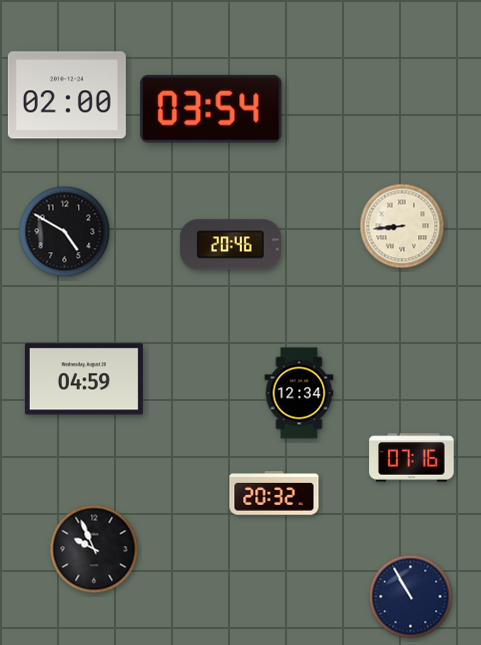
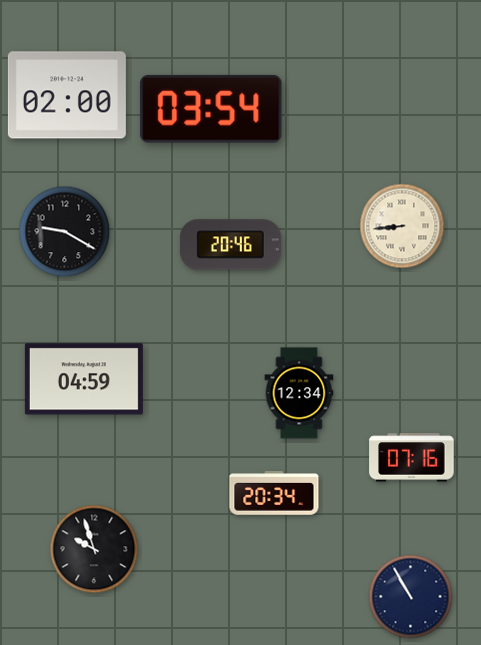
clock at (65, 232): 4:50 -> 9:20
clock at (274, 493): 20:32 -> 20:34
clock at (94, 549): 9:56 -> 9:57
